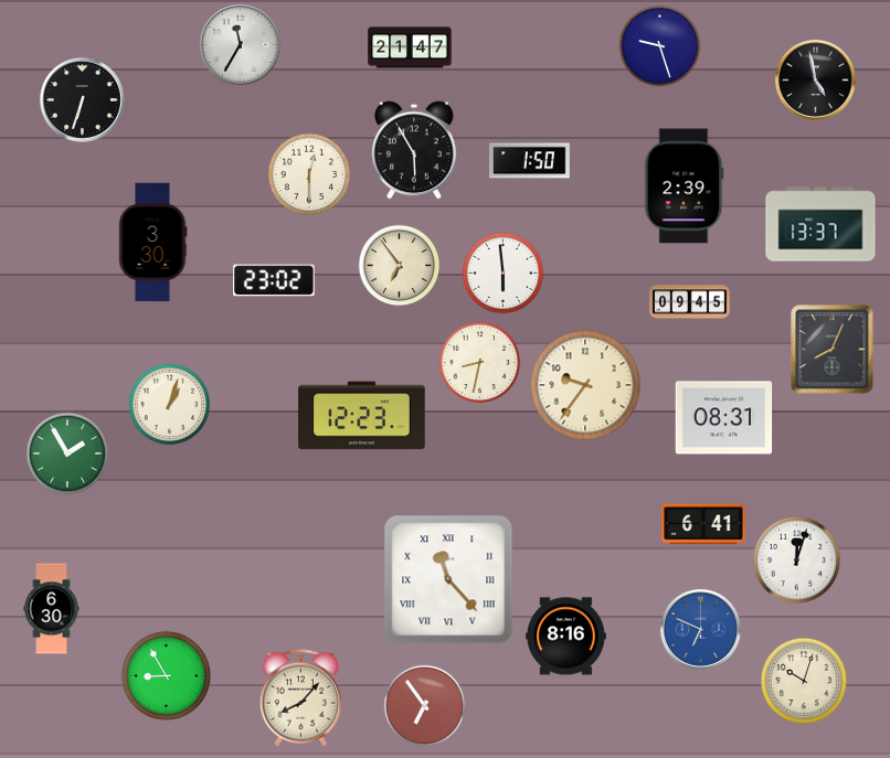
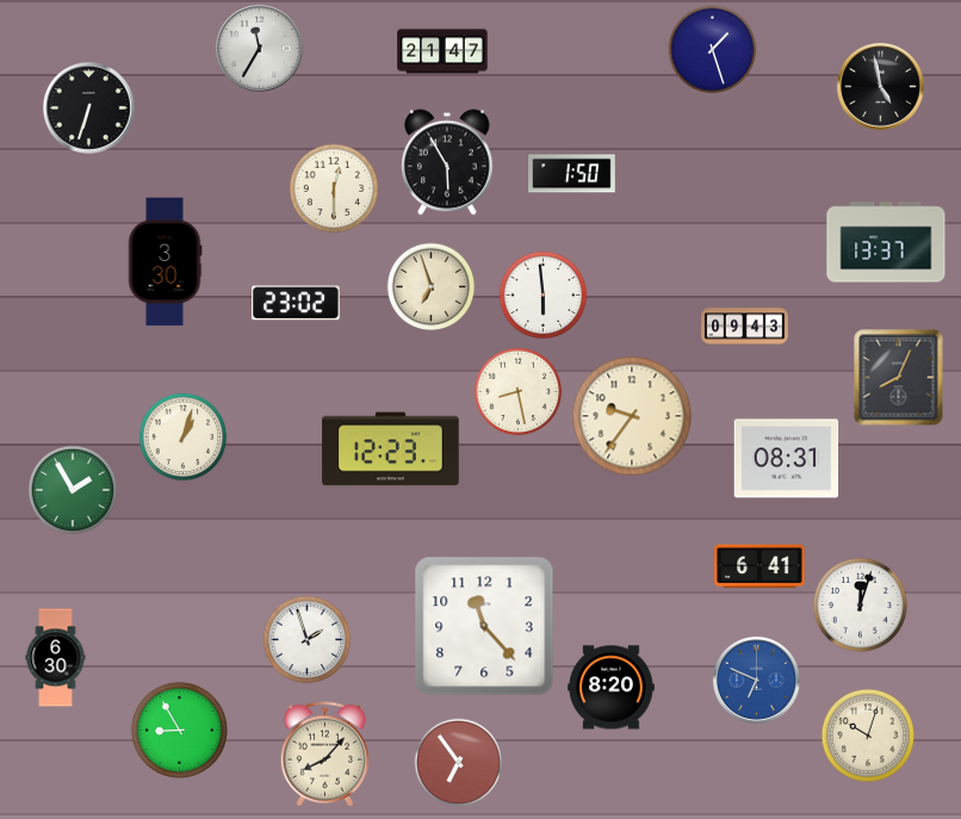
clock at (660, 46): 9:27 -> 1:27
clock at (685, 186): 2:39 -> none
clock at (400, 266): 6:54 -> 6:57
clock at (690, 302): 09:45 -> 09:43
clock at (480, 363): 8:32 -> 8:28
clock at (724, 418) position: (724, 418) -> (787, 459)
clock at (448, 579) numerals: Roman -> Arabic
clock at (308, 640): none -> 1:57
clock at (566, 637): 8:16 -> 8:20
